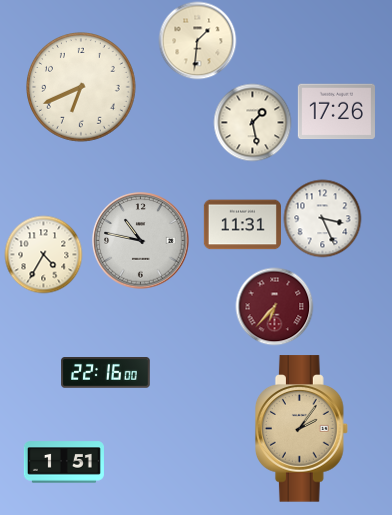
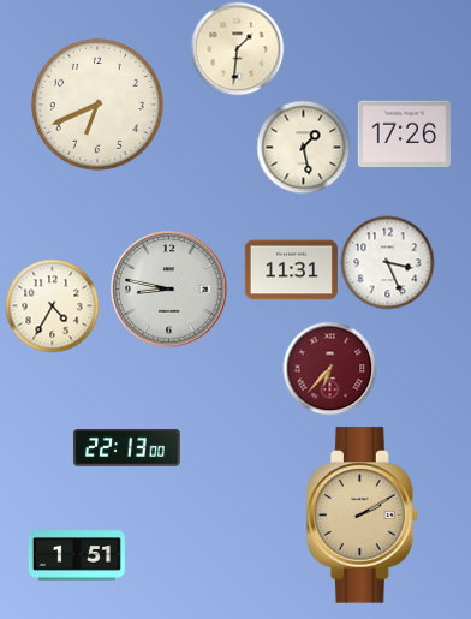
clock at (141, 241): 10:47 -> 8:47
clock at (106, 373): 22:16 -> 22:13
clock at (302, 429): 2:06 -> 2:10
